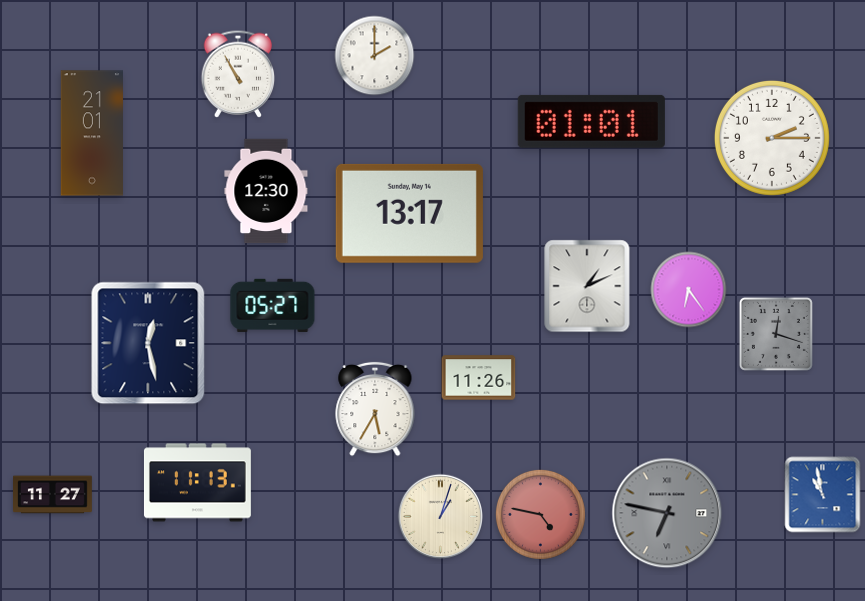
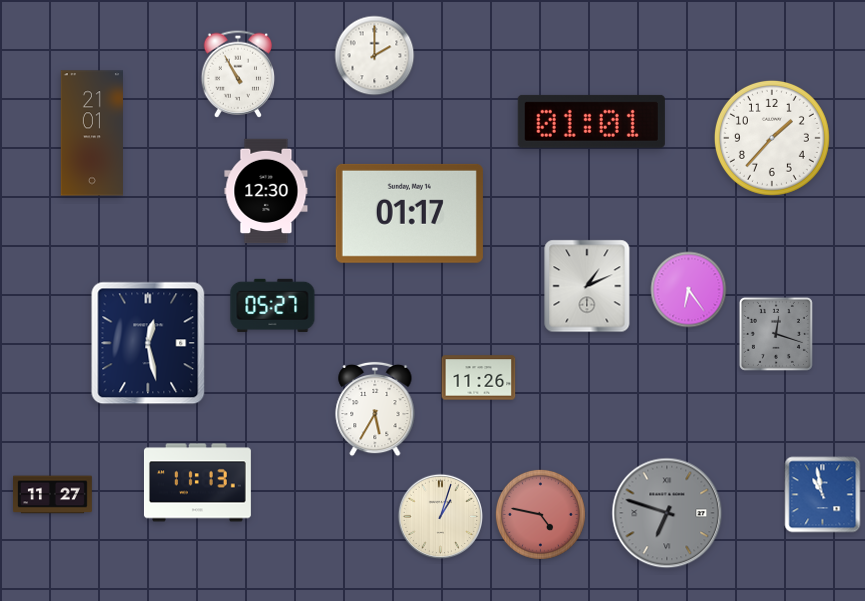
clock at (772, 138): 2:15 -> 1:37
clock at (409, 213): 13:17 -> 01:17
clock at (667, 513): 6:47 -> 6:48
